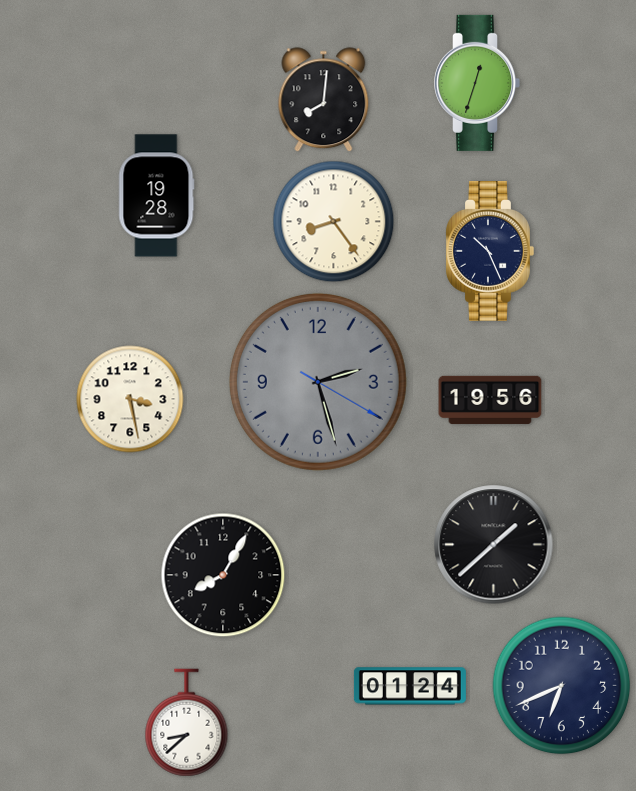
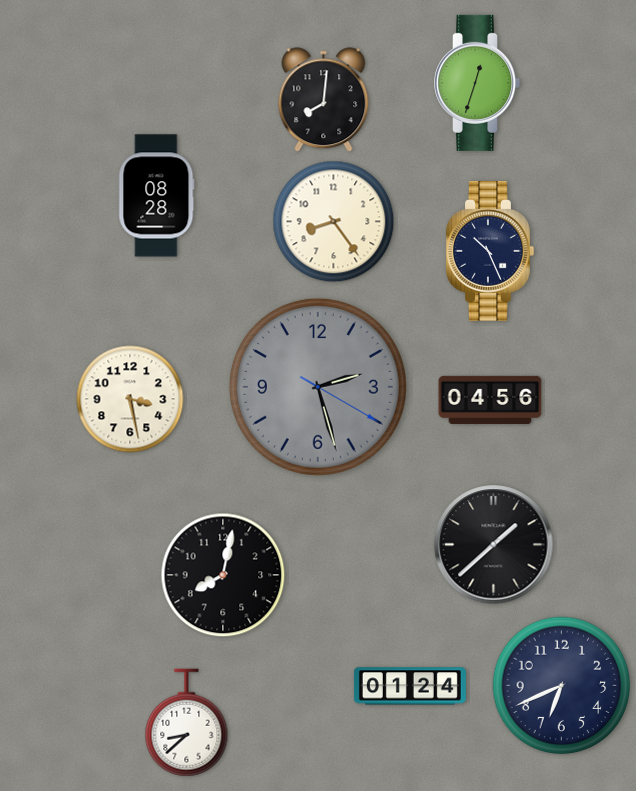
clock at (157, 196): 19:28 -> 08:28
clock at (318, 382) position: (318, 382) -> (318, 387)
clock at (490, 399): 19:56 -> 04:56
clock at (223, 575): 8:05 -> 8:02
